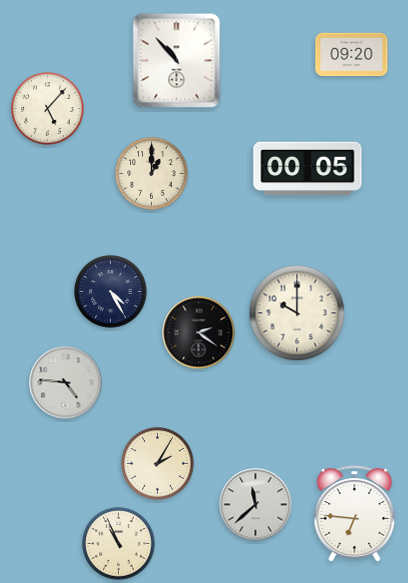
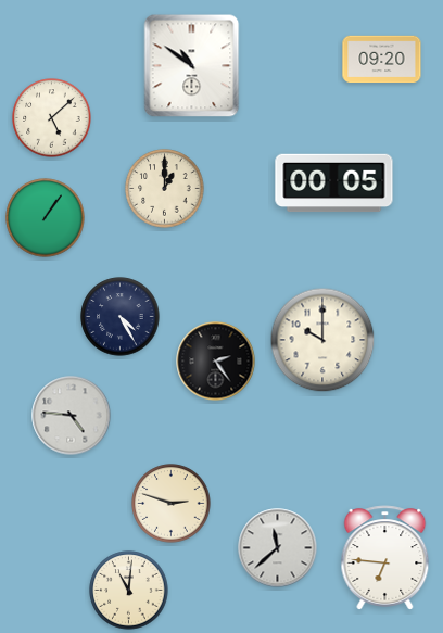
clock at (177, 61): 10:53 -> 10:51
clock at (48, 109): 5:07 -> 5:08
clock at (46, 218): none -> 1:06
clock at (199, 333): 2:21 -> 2:24
clock at (158, 464): 2:05 -> 2:48
clock at (119, 544): 10:56 -> 11:01
